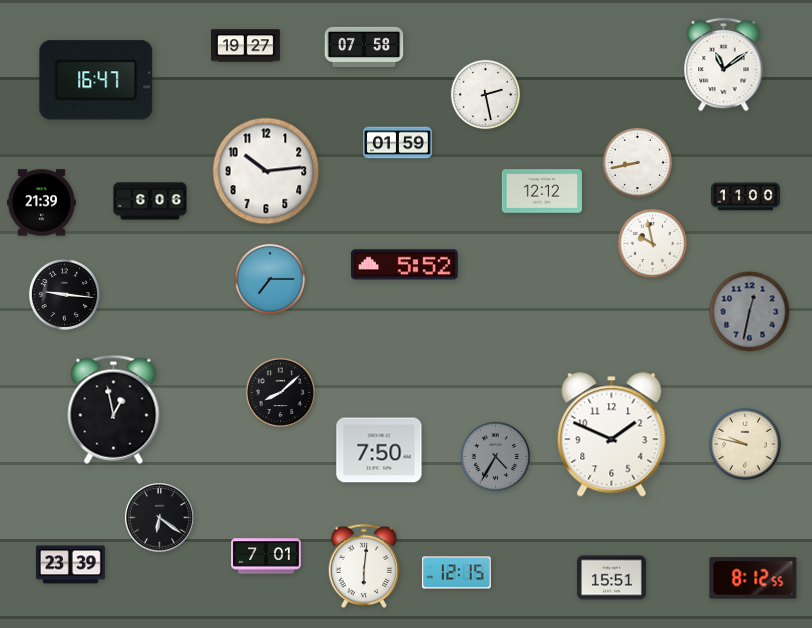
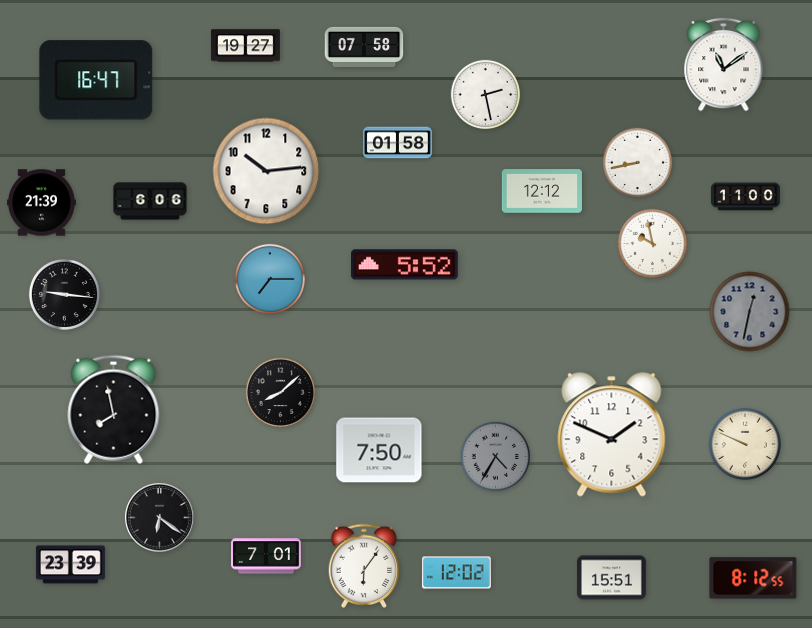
clock at (397, 143): 01:59 -> 01:58
clock at (114, 409): 12:58 -> 7:58
clock at (745, 444): 9:47 -> 9:49
clock at (364, 565): 6:01 -> 6:06
clock at (456, 573): 12:15 -> 12:02
